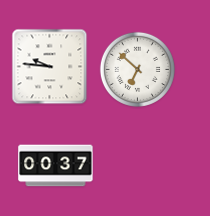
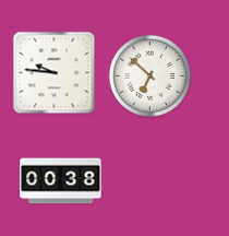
clock at (56, 166): 00:37 -> 00:38
